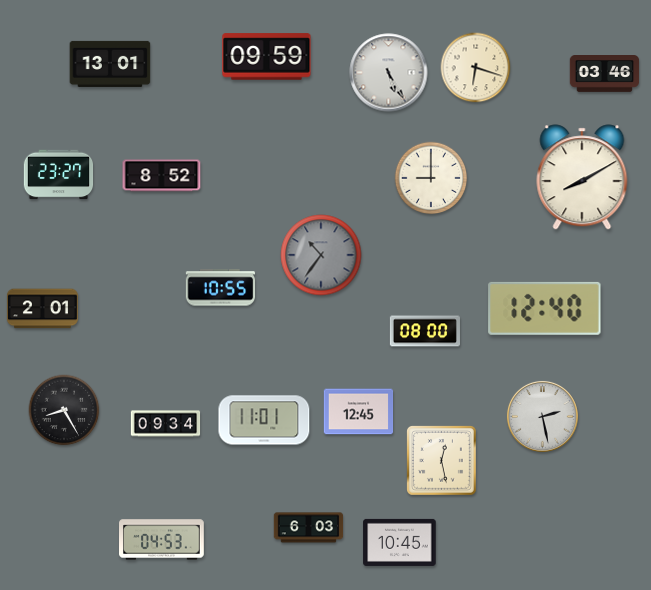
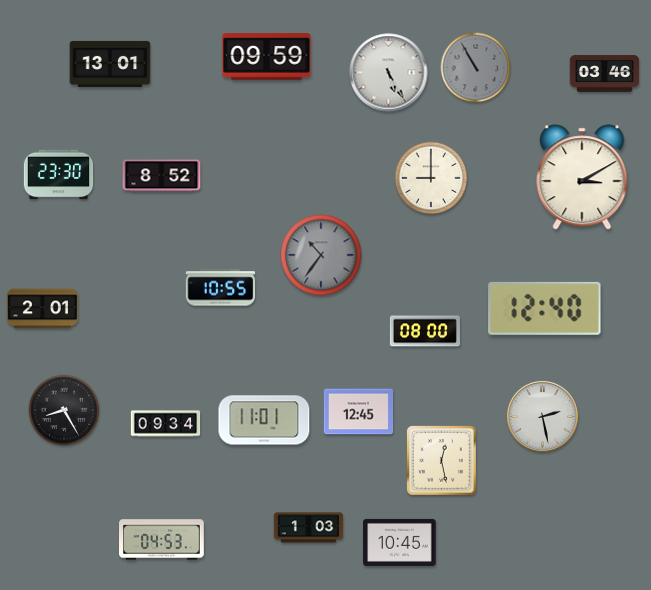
clock at (476, 68): 6:18 -> 10:55
clock at (476, 68) dial: cream -> grey
clock at (59, 175): 23:27 -> 23:30
clock at (582, 177): 8:10 -> 3:10
clock at (309, 528): 6:03 -> 1:03
